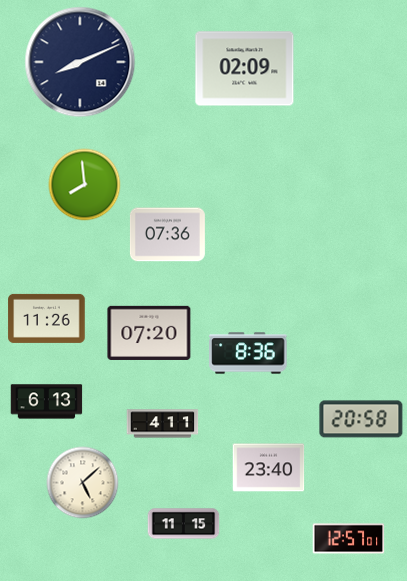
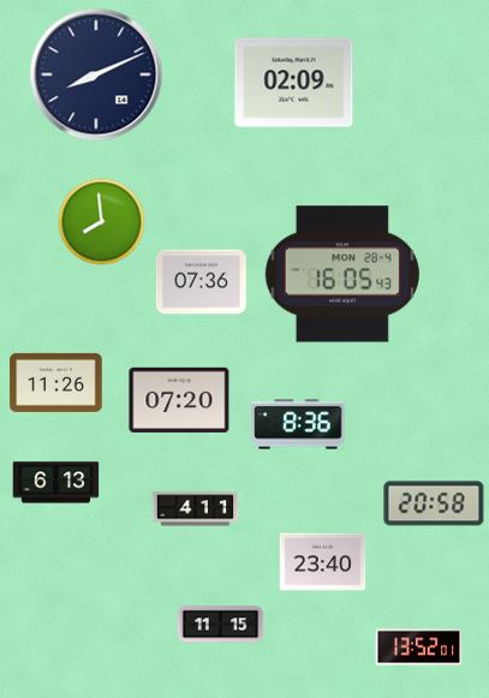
clock at (342, 274): none -> 16:05
clock at (83, 483): 5:08 -> none
clock at (184, 524) position: (184, 524) -> (221, 625)
clock at (349, 539): 12:57 -> 13:52
